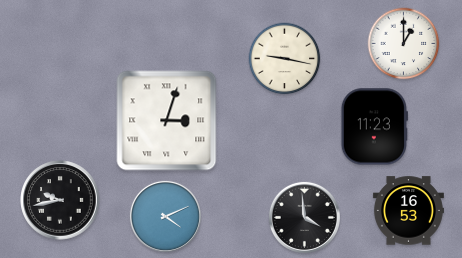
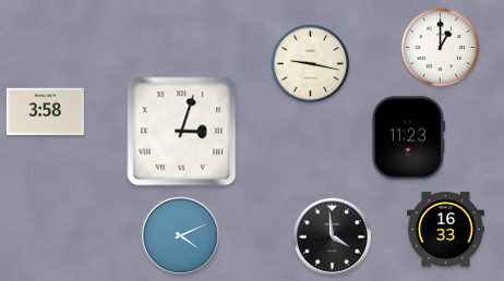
clock at (45, 112): none -> 3:58
clock at (60, 200): 9:43 -> none
clock at (408, 211): 16:53 -> 16:33
